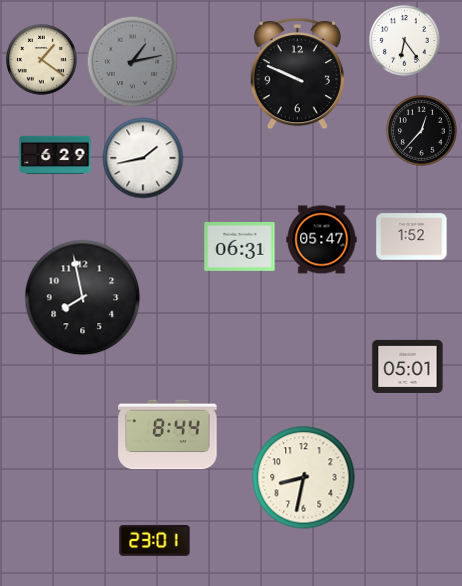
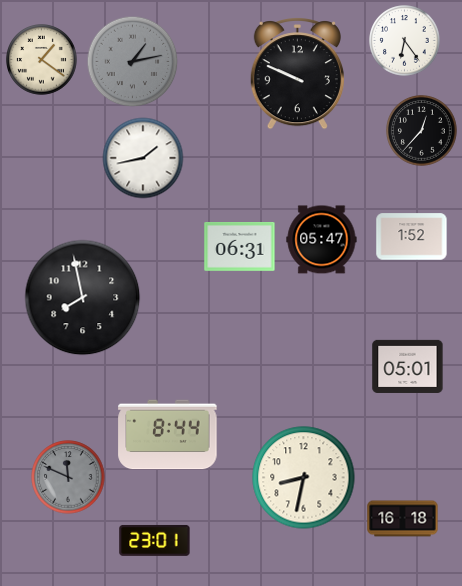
clock at (55, 155): 6:29 -> none
clock at (68, 477): none -> 11:49
clock at (403, 519): none -> 16:18
